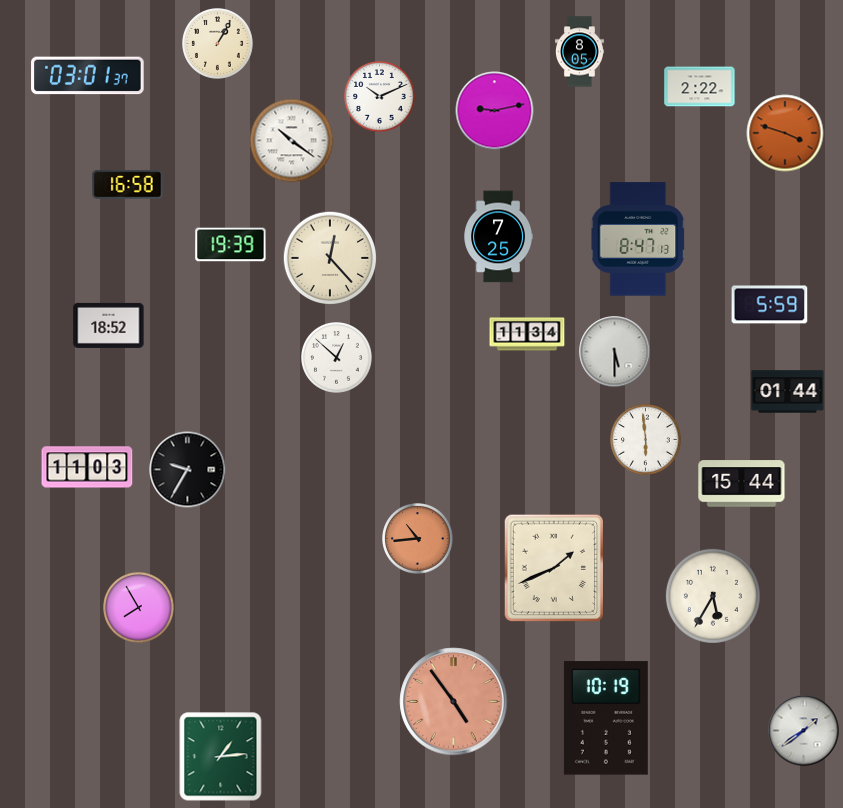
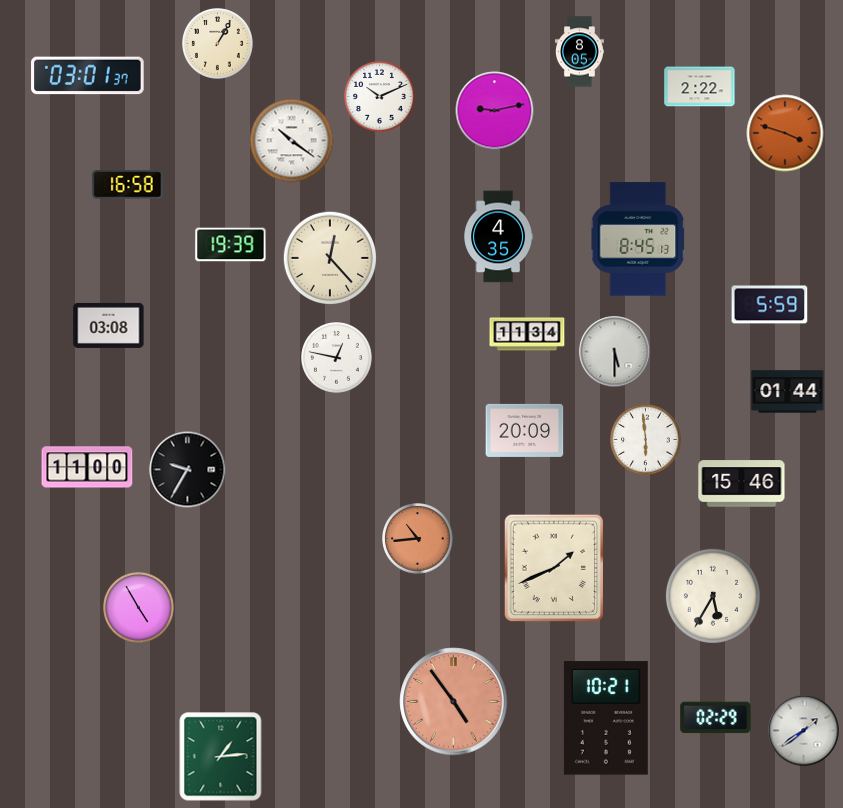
clock at (498, 237): 7:25 -> 4:35
clock at (638, 239): 8:47 -> 8:45
clock at (109, 325): 18:52 -> 03:08
clock at (337, 358): 12:52 -> 12:47
clock at (525, 430): none -> 20:09
clock at (87, 467): 11:03 -> 11:00
clock at (742, 484): 15:44 -> 15:46
clock at (139, 608): 7:55 -> 4:55
clock at (606, 718): 10:19 -> 10:21
clock at (716, 718): none -> 02:29
